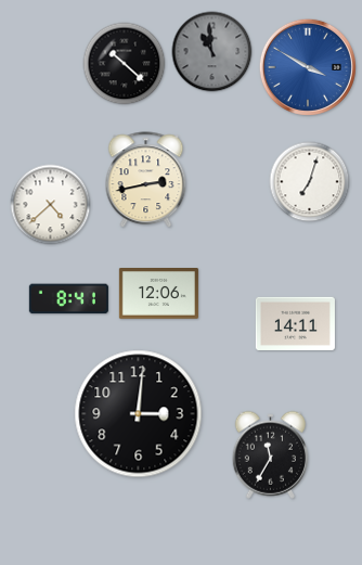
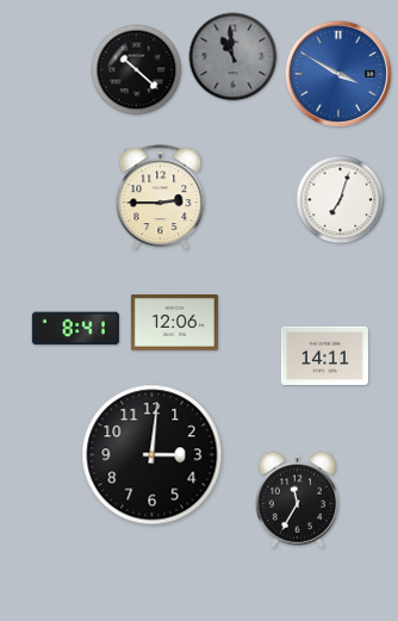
clock at (146, 180): 2:43 -> 2:45
clock at (51, 205): 4:38 -> none
